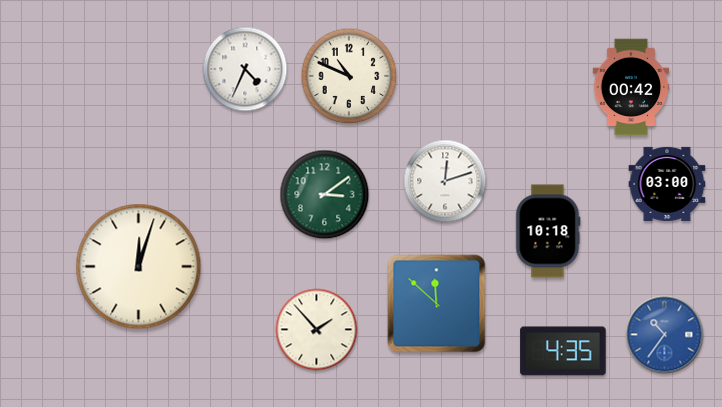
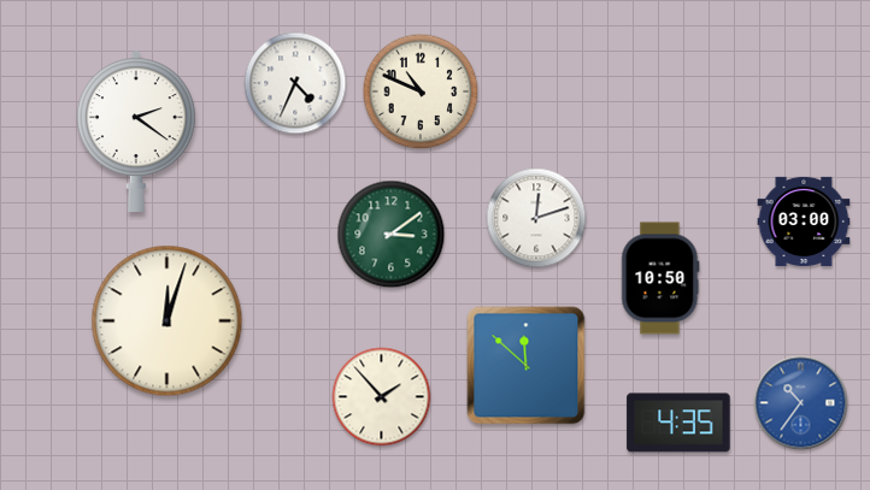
clock at (631, 87): 00:42 -> none
clock at (136, 130): none -> 2:21
clock at (548, 231): 10:18 -> 10:50
